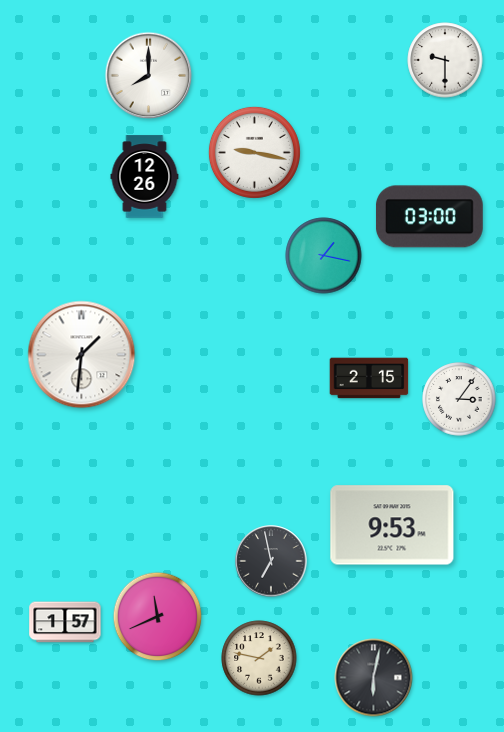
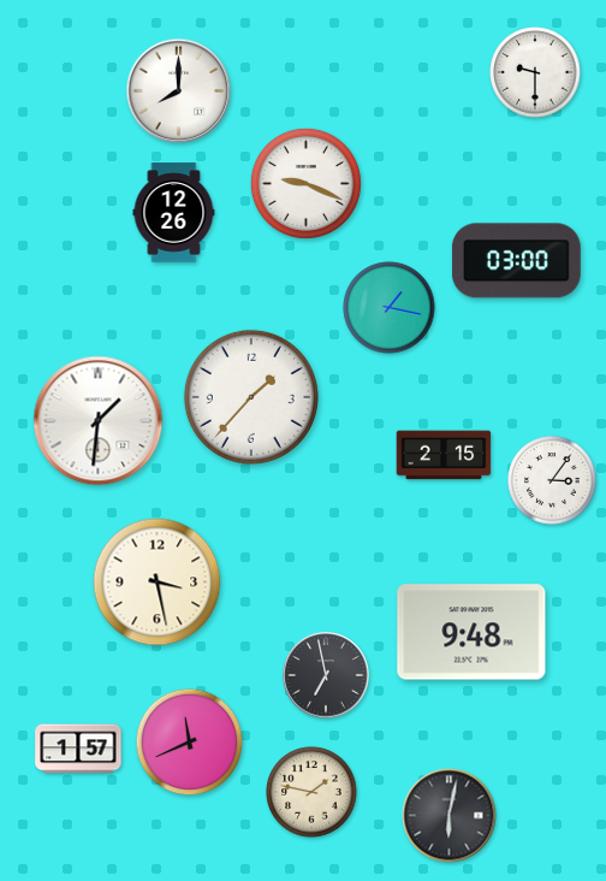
clock at (254, 152): 9:17 -> 9:19
clock at (251, 397): none -> 1:37
clock at (82, 355) position: (82, 355) -> (99, 421)
clock at (158, 583): none -> 3:28
clock at (392, 525): 9:53 -> 9:48
